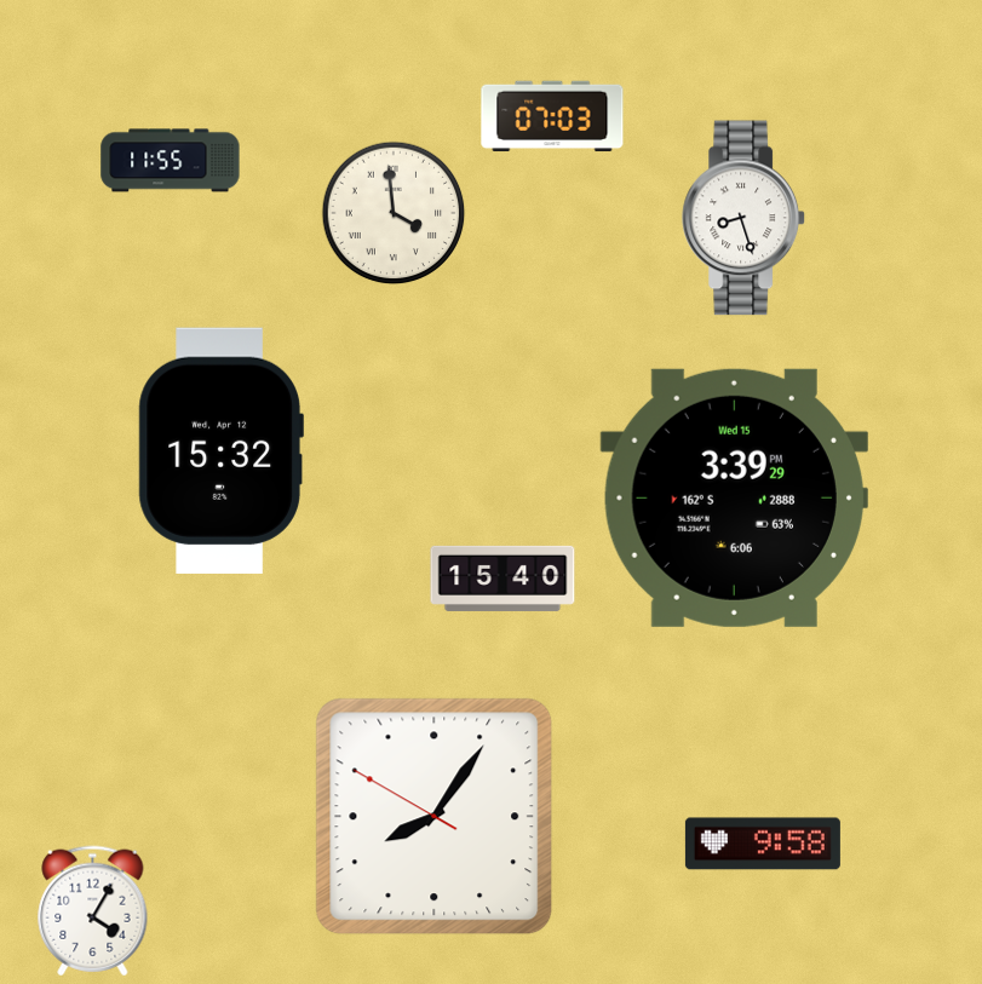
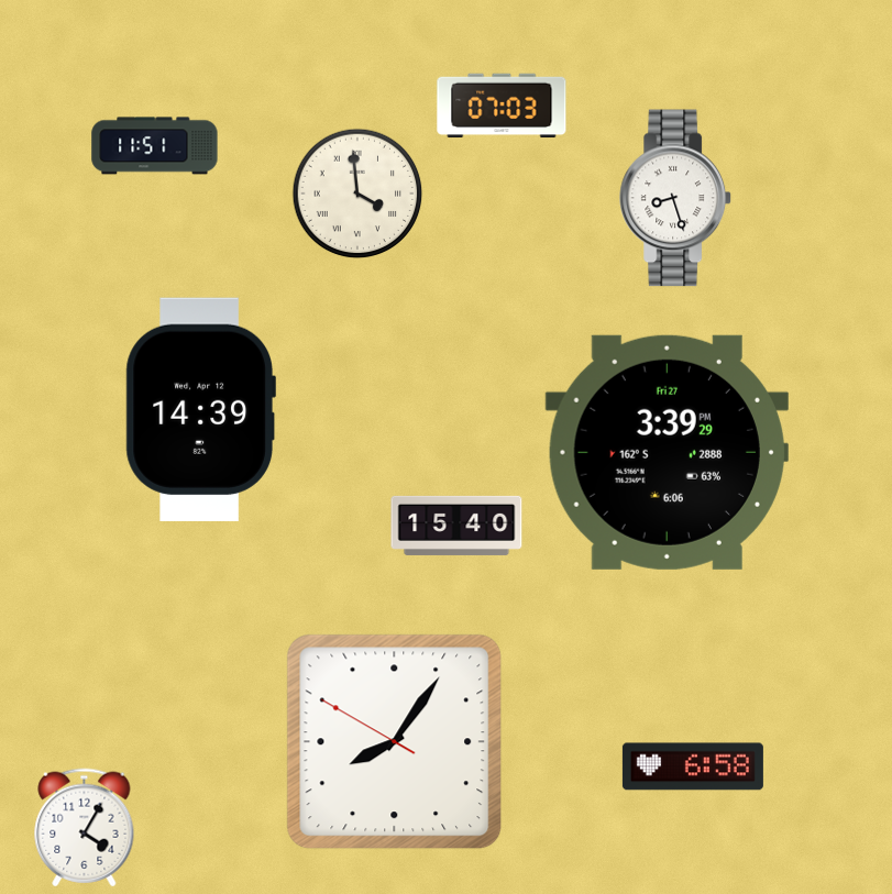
clock at (171, 161): 11:55 -> 11:51
clock at (220, 450): 15:32 -> 14:39
clock at (734, 497) date: Wed 15 -> Fri 27
clock at (763, 844): 9:58 -> 6:58
